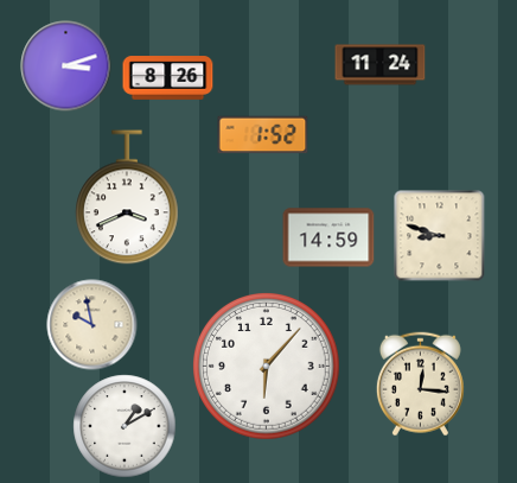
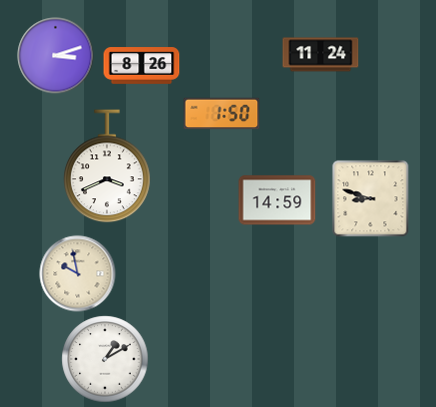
clock at (263, 135): 1:52 -> 1:50
clock at (267, 367): 6:07 -> none
clock at (420, 385): 12:16 -> none
